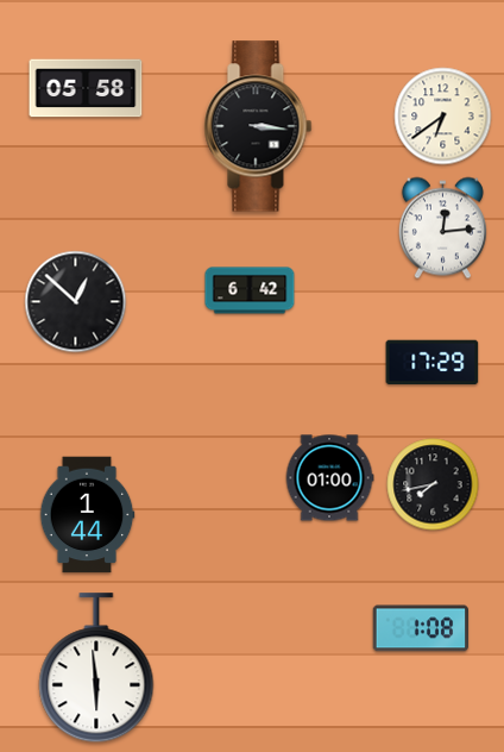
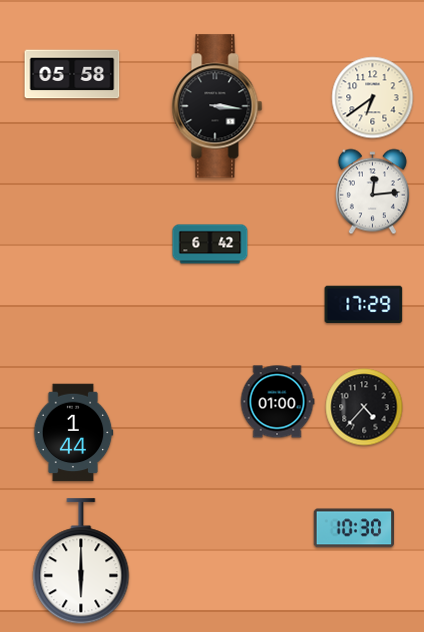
clock at (76, 302): 12:52 -> none
clock at (433, 484): 7:43 -> 4:37
clock at (420, 628): 1:08 -> 10:30
clock at (96, 669): 5:59 -> 6:00
